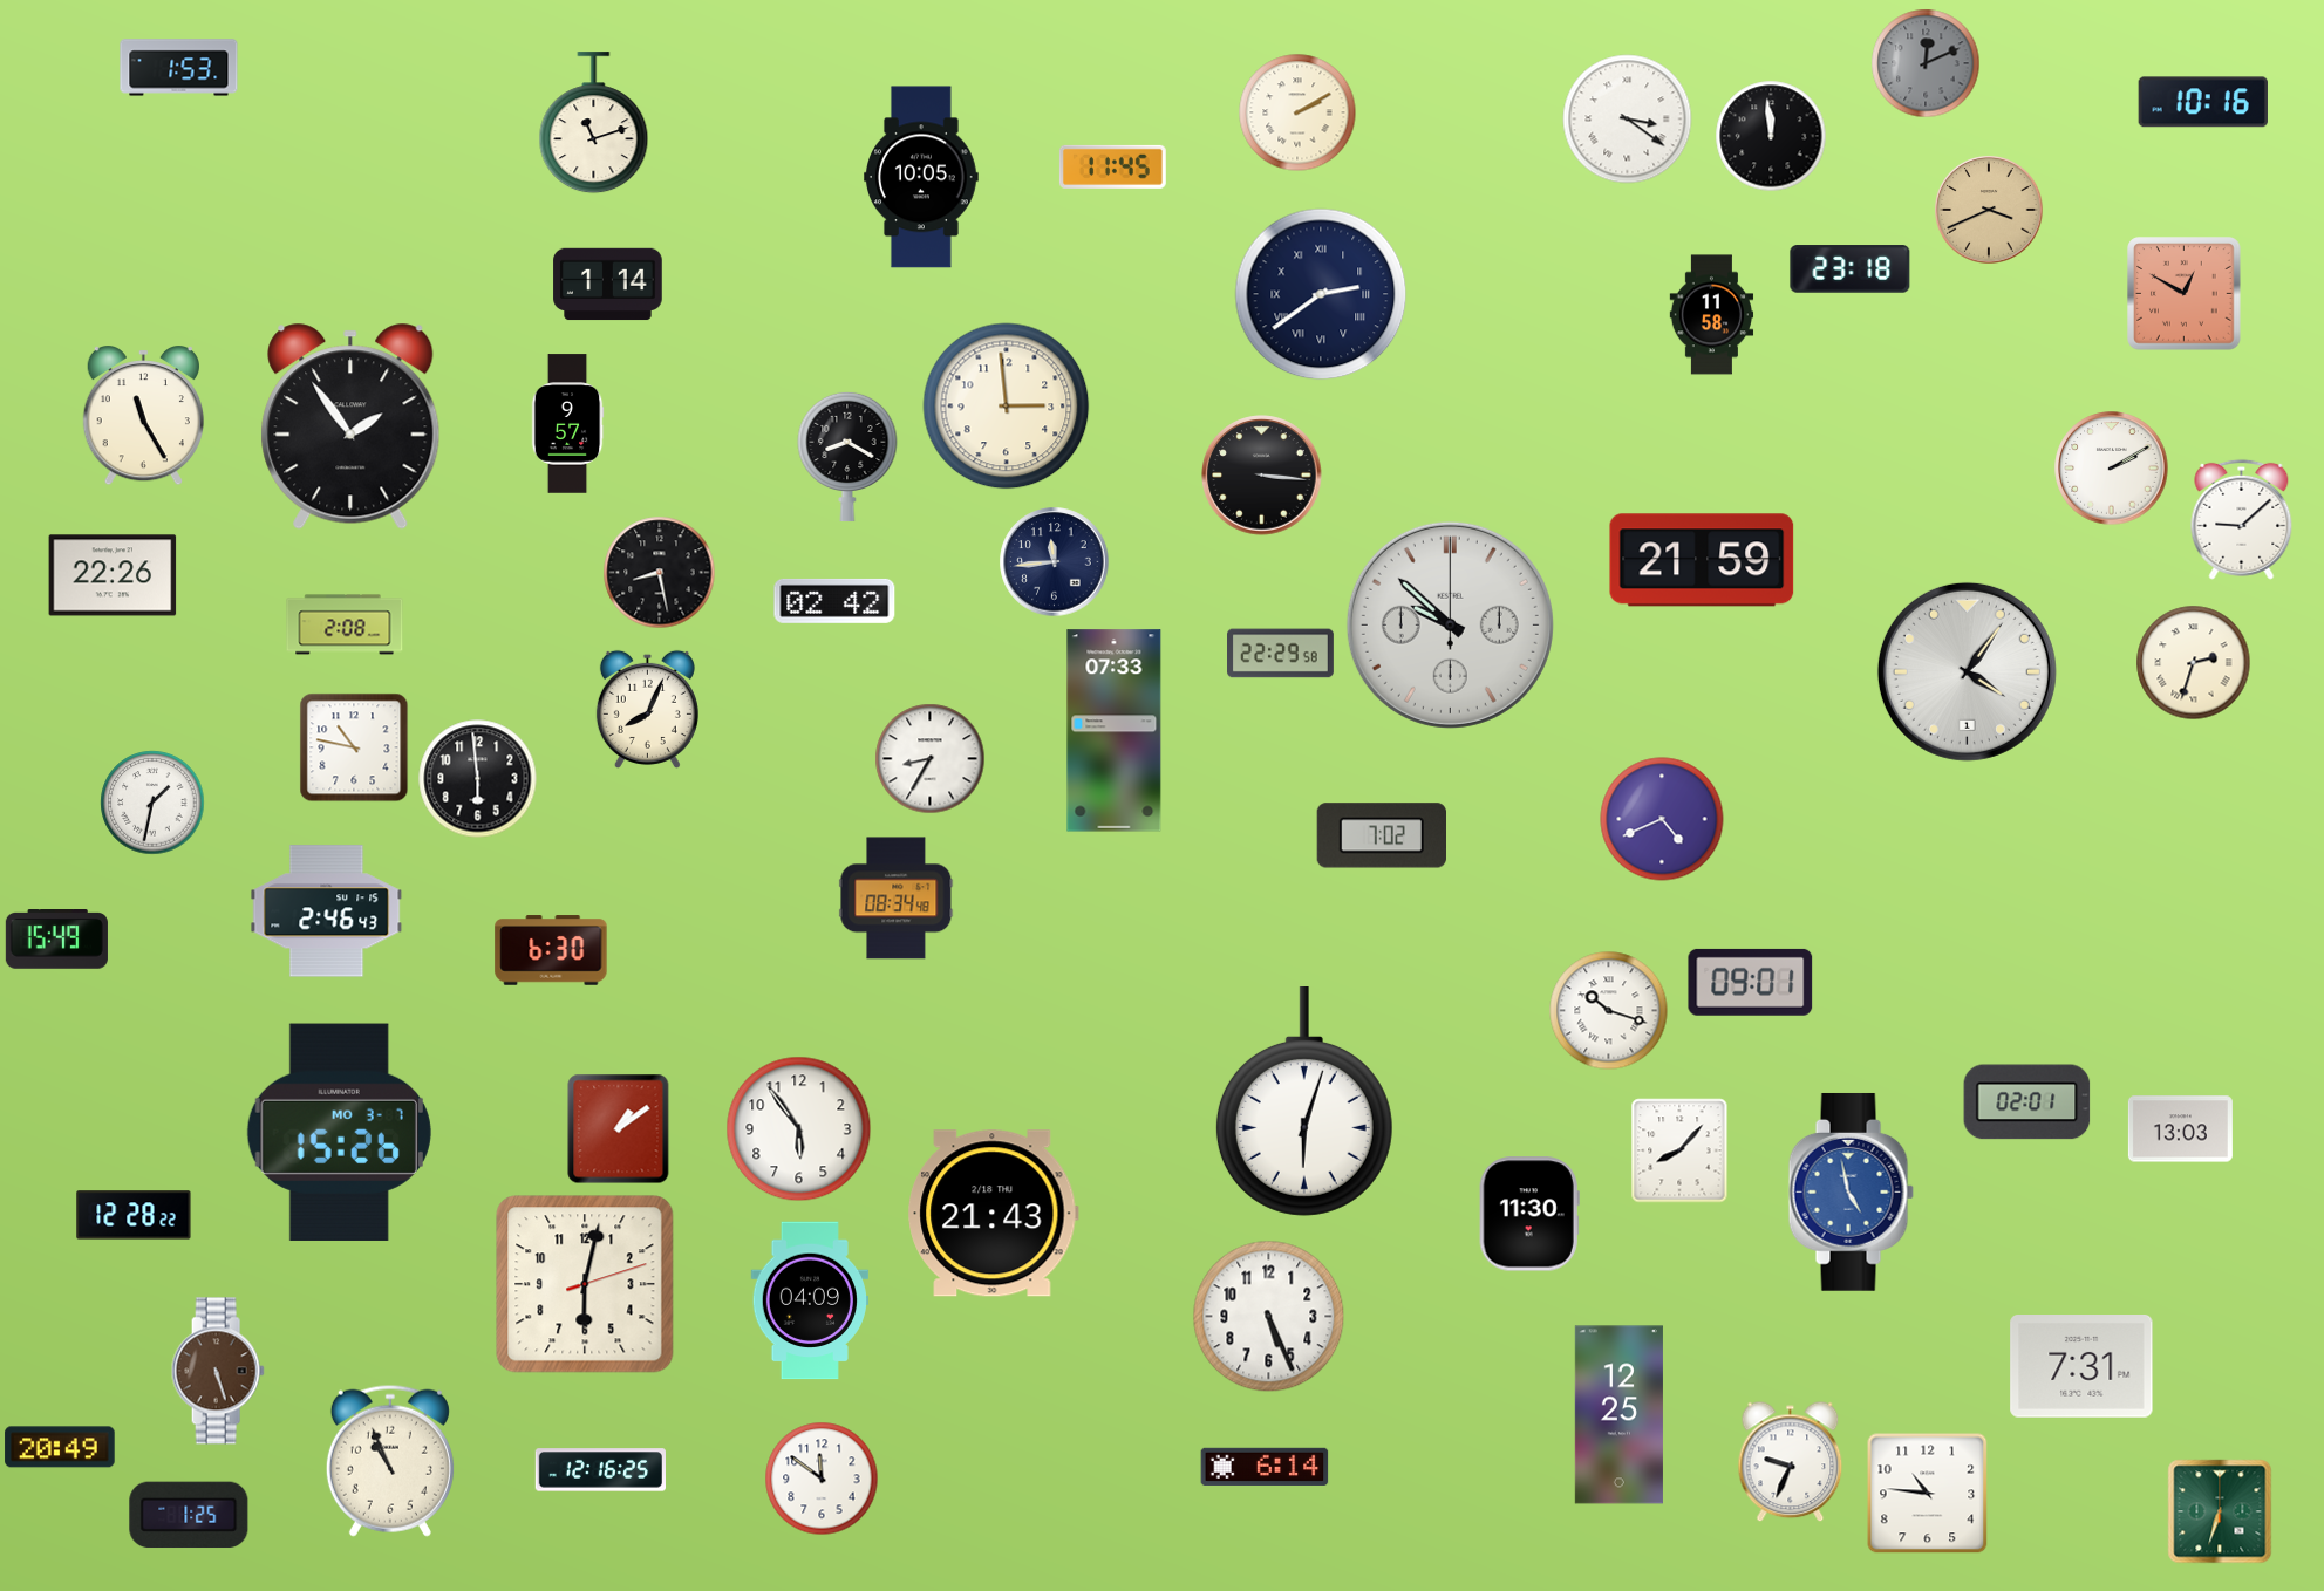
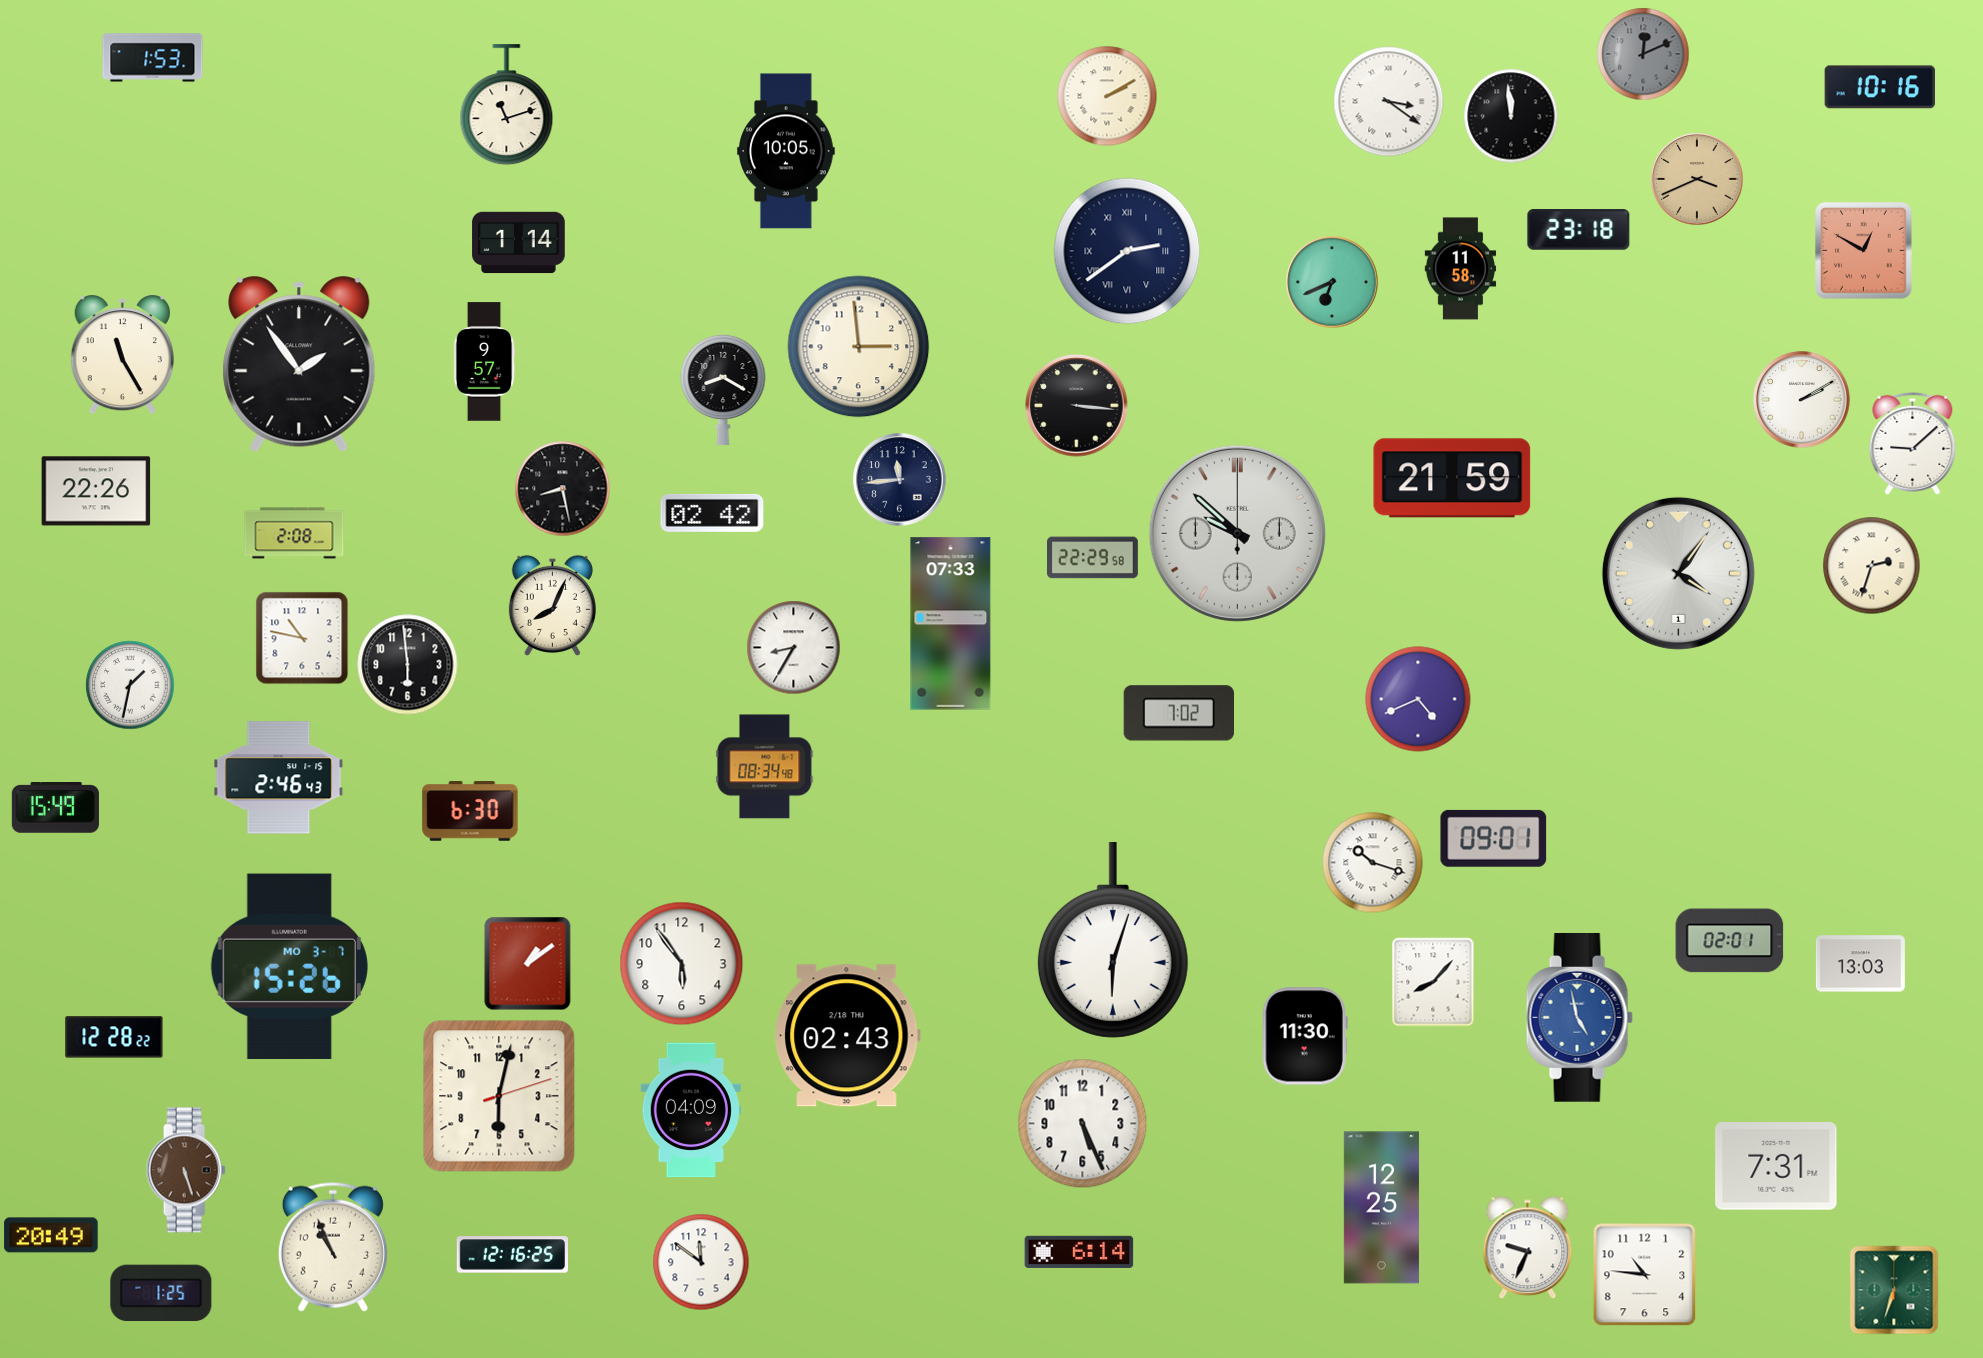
clock at (1112, 166): 11:45 -> none
clock at (1332, 282): none -> 6:41
clock at (56, 940) position: (56, 940) -> (55, 808)
clock at (994, 1214): 21:43 -> 02:43
